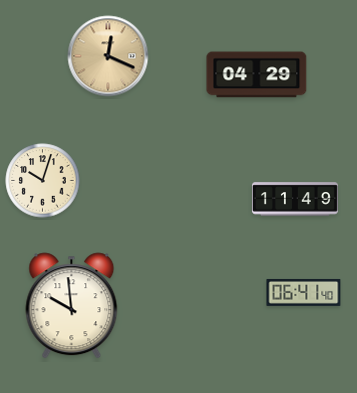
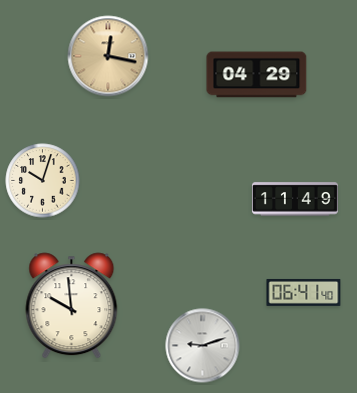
clock at (108, 56): 12:19 -> 12:17
clock at (203, 346): none -> 9:12
